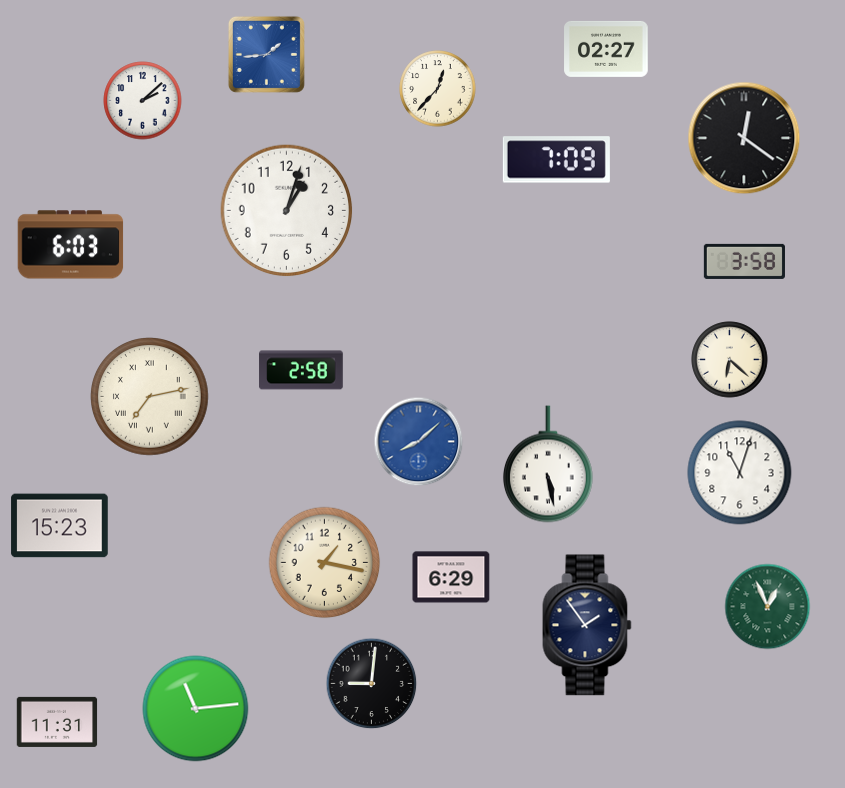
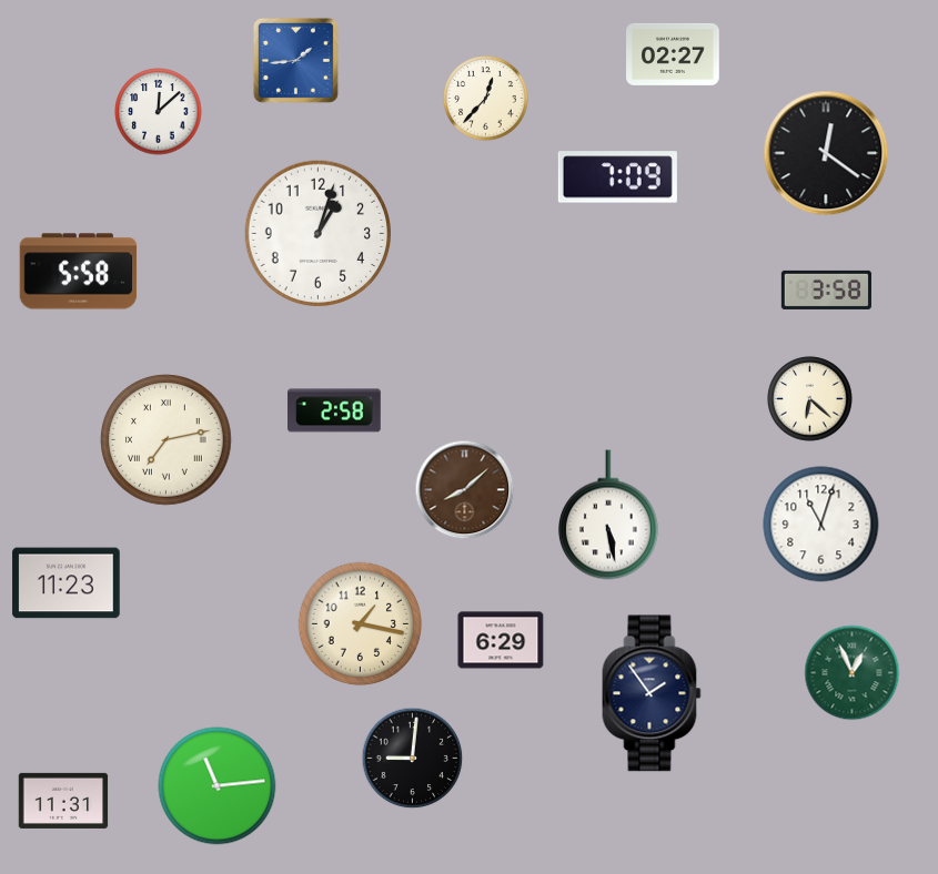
clock at (143, 101): 2:08 -> 12:08
clock at (71, 245): 6:03 -> 5:58
clock at (419, 442) dial: blue -> brown
clock at (60, 526): 15:23 -> 11:23
